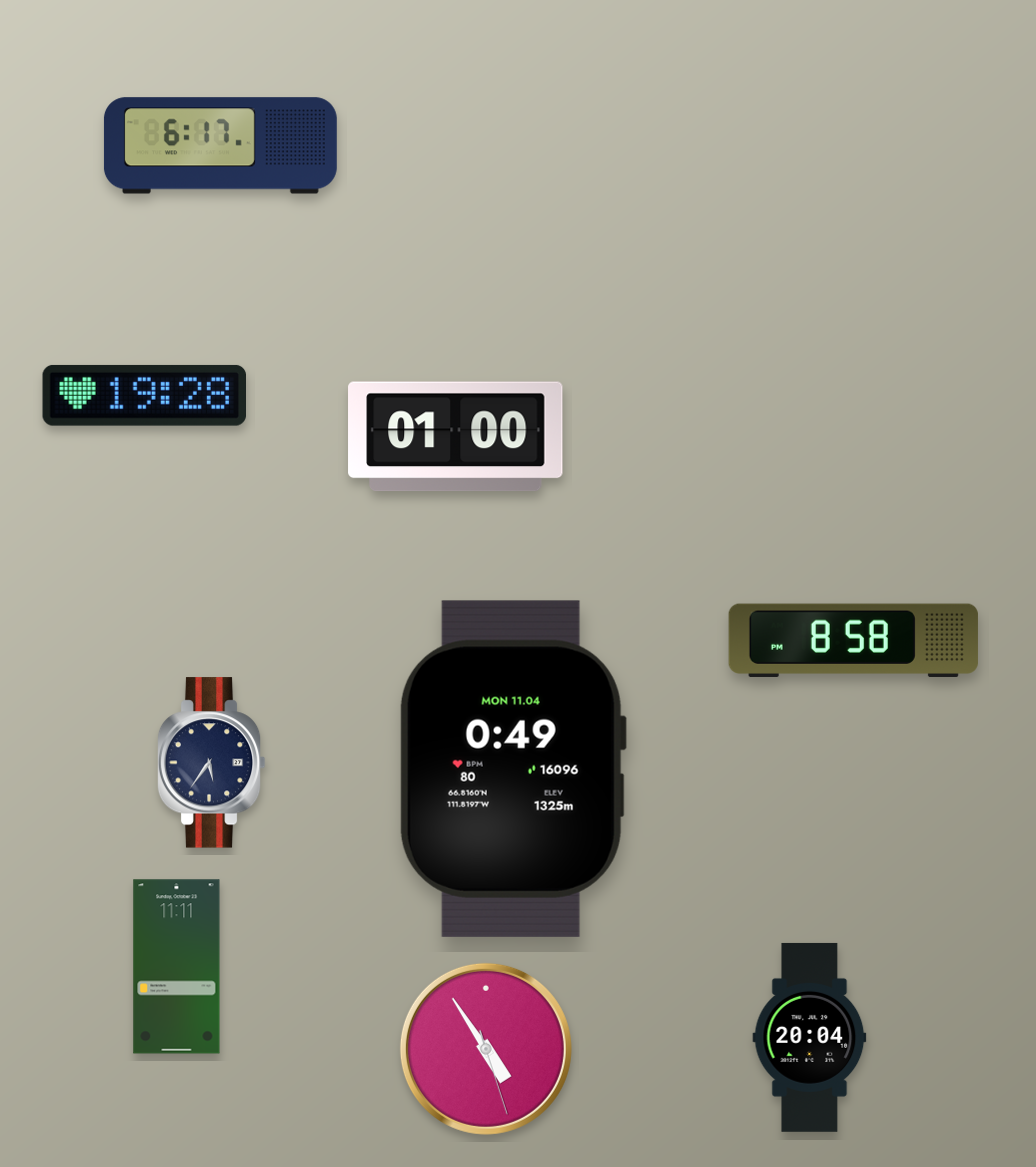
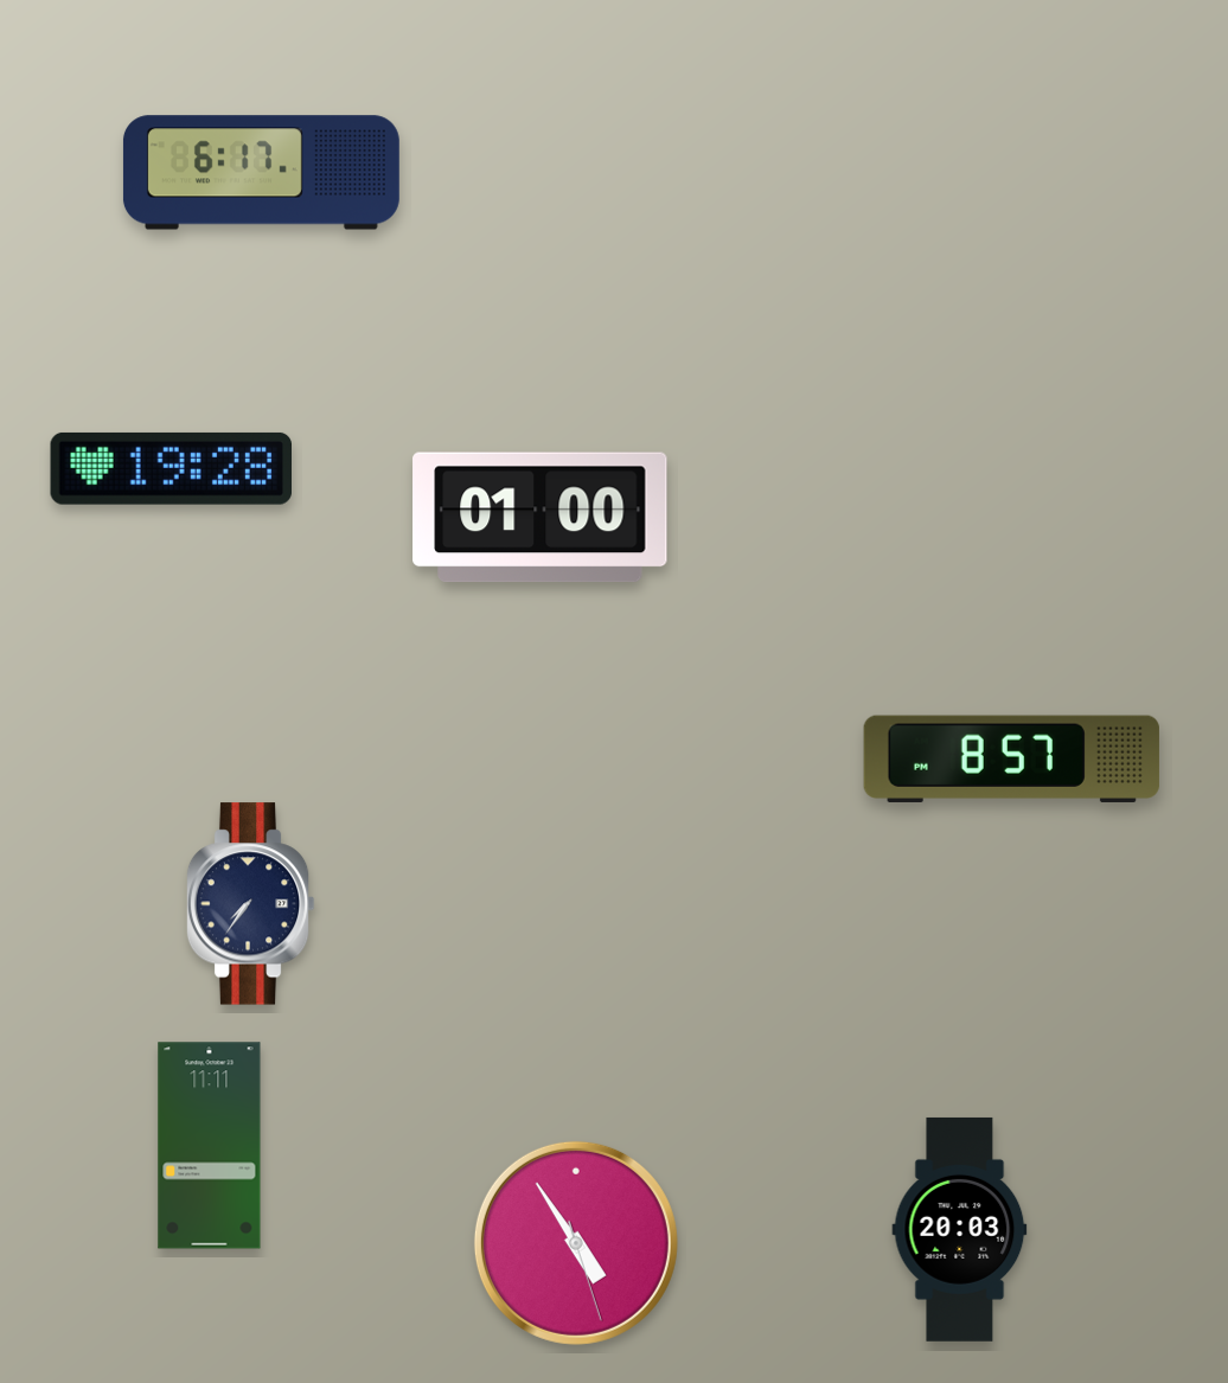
clock at (853, 640): 8:58 -> 8:57
clock at (211, 763): 5:36 -> 7:36
clock at (512, 769): 0:49 -> none
clock at (810, 1037): 20:04 -> 20:03
